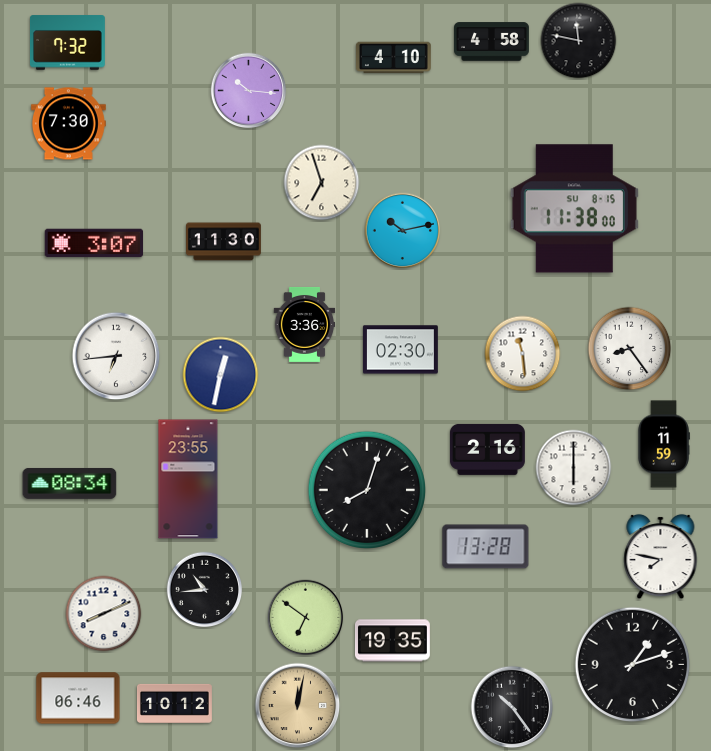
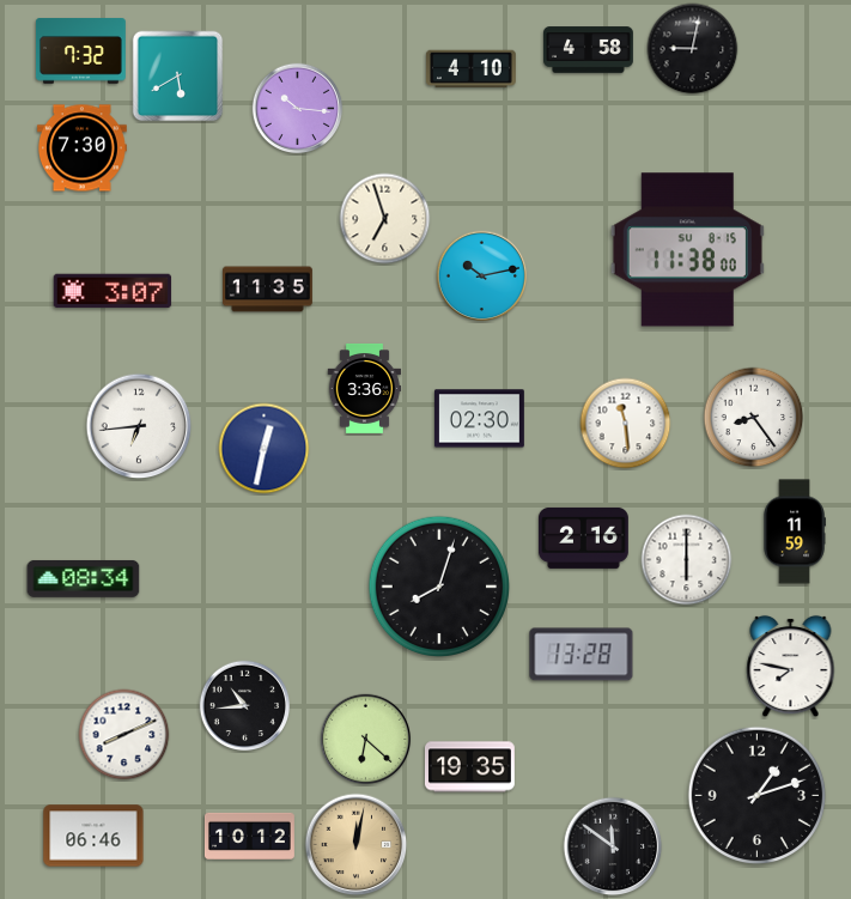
clock at (579, 41): 11:47 -> 9:02
clock at (178, 77): none -> 5:40
clock at (224, 242): 11:30 -> 11:35
clock at (188, 479): 23:55 -> none
clock at (306, 618): 6:51 -> 6:22
clock at (174, 703) position: (174, 703) -> (249, 836)
clock at (512, 707): 10:24 -> 11:51
